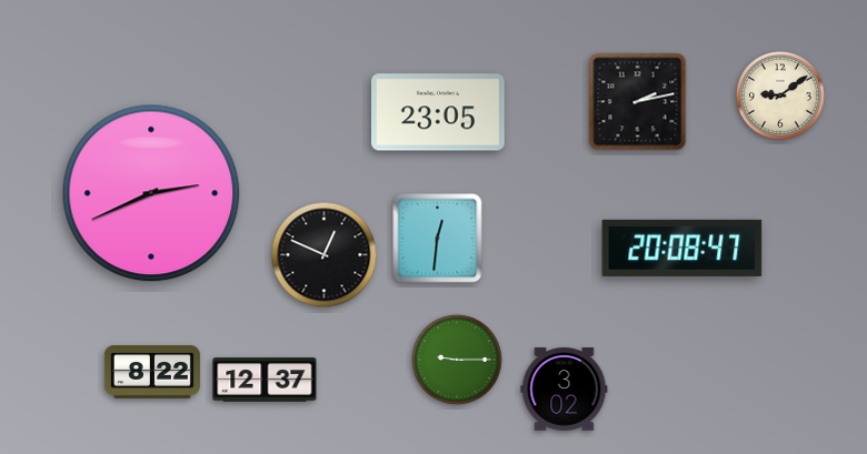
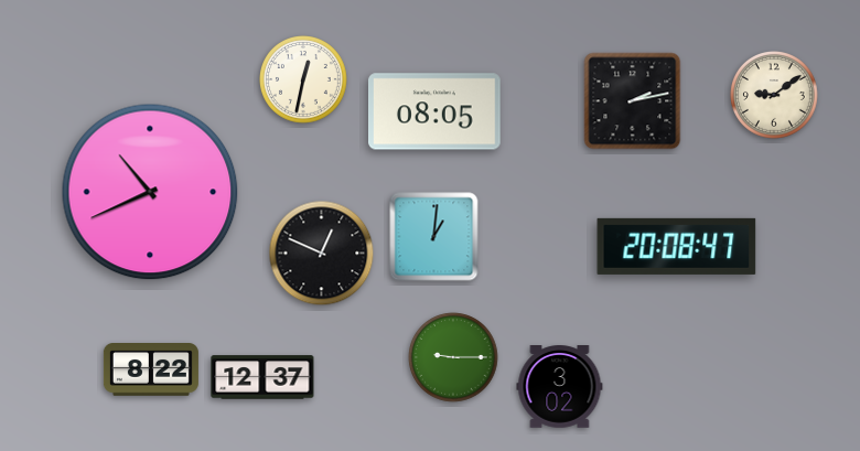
clock at (304, 80): none -> 12:32
clock at (439, 112): 23:05 -> 08:05
clock at (151, 193): 2:41 -> 10:41
clock at (438, 239): 12:31 -> 1:01
